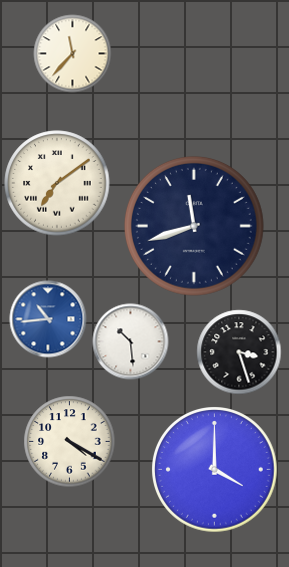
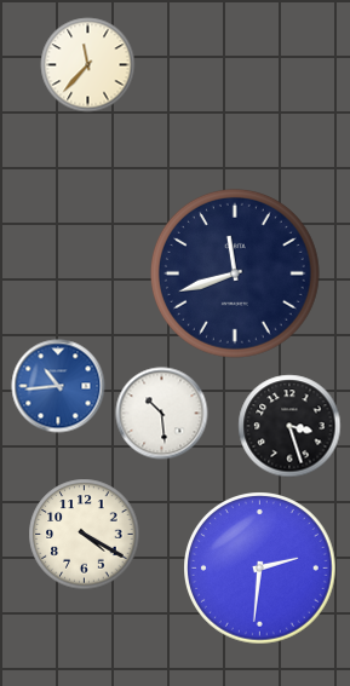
clock at (57, 183): 7:09 -> none
clock at (131, 342) position: (131, 342) -> (162, 414)
clock at (215, 470): 4:00 -> 2:31
